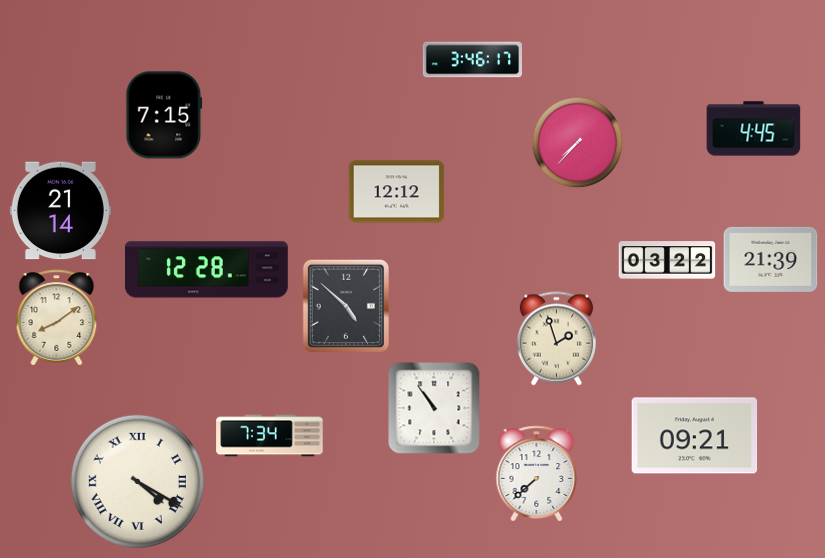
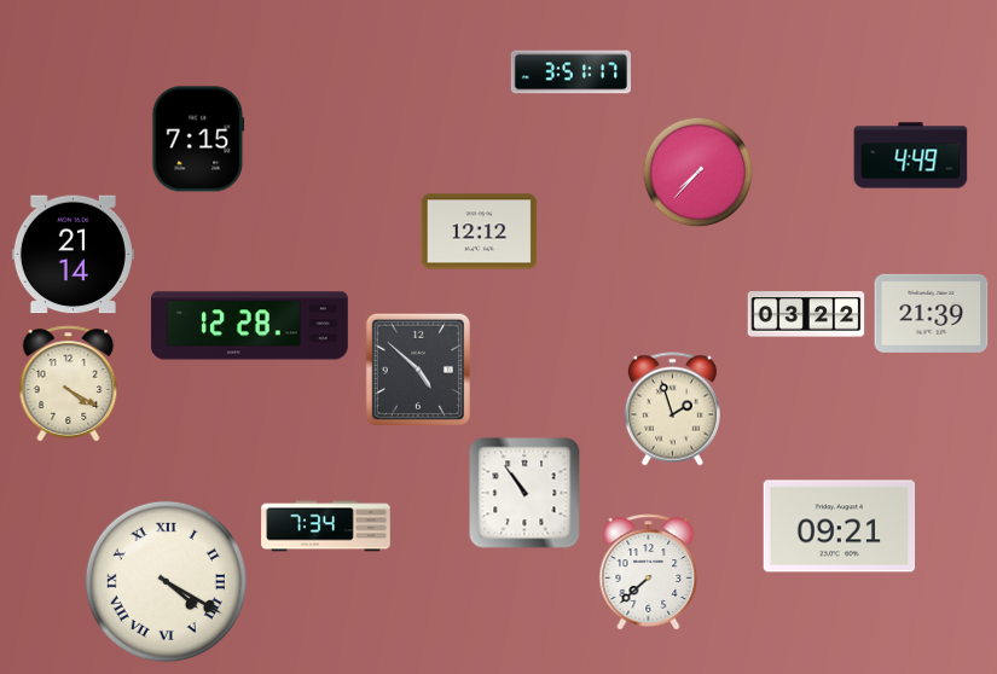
clock at (472, 60): 3:46 -> 3:51
clock at (754, 129): 4:45 -> 4:49
clock at (57, 318): 8:09 -> 4:20
